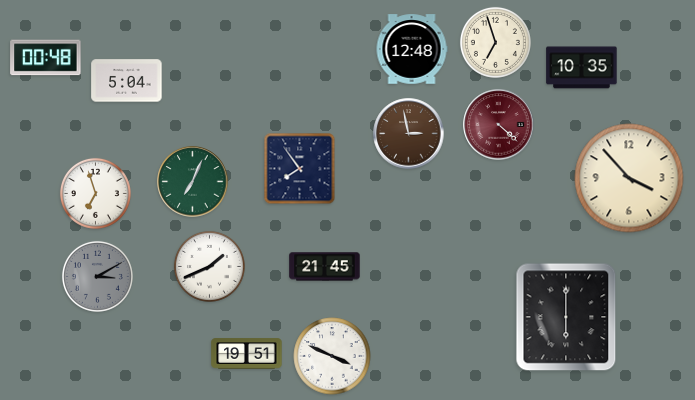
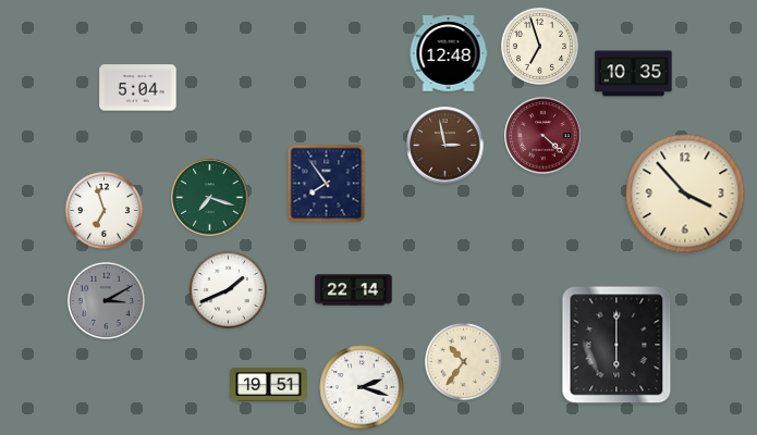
clock at (46, 58): 00:48 -> none
clock at (193, 182): 7:04 -> 7:18
clock at (325, 267): 21:45 -> 22:14
clock at (463, 361): none -> 10:36
clock at (332, 356): 3:49 -> 2:18
